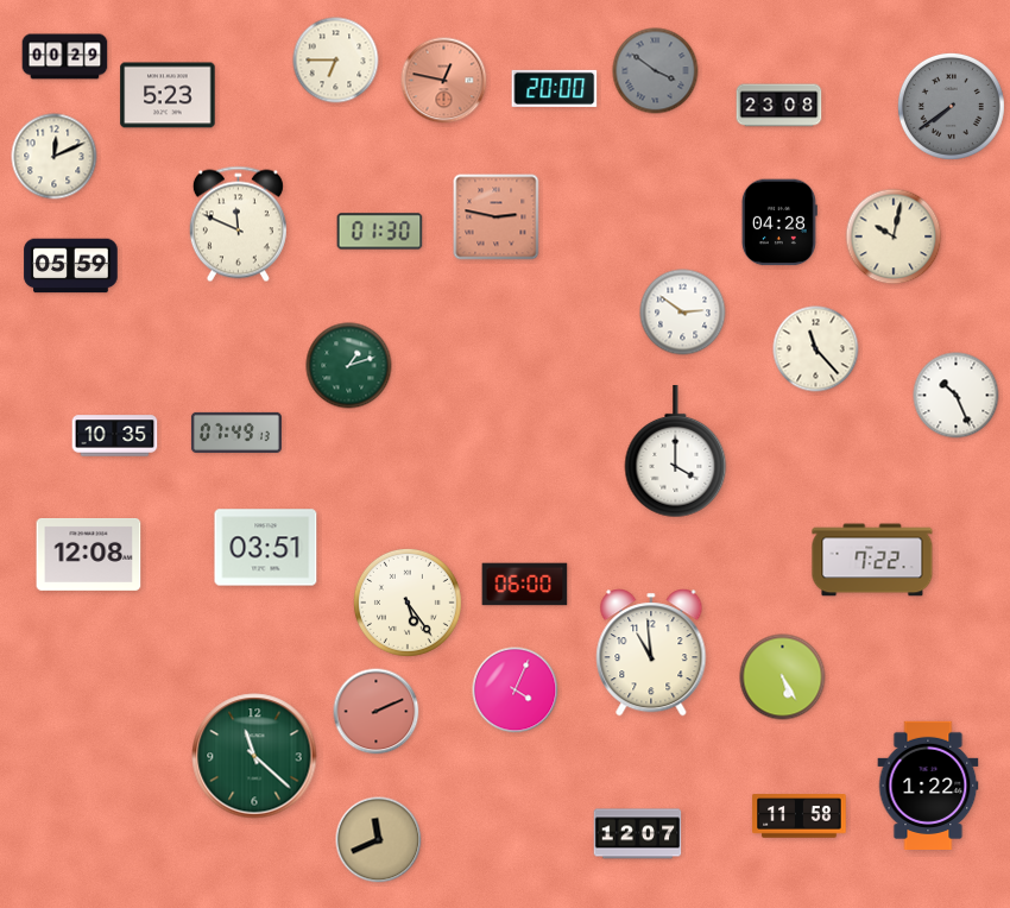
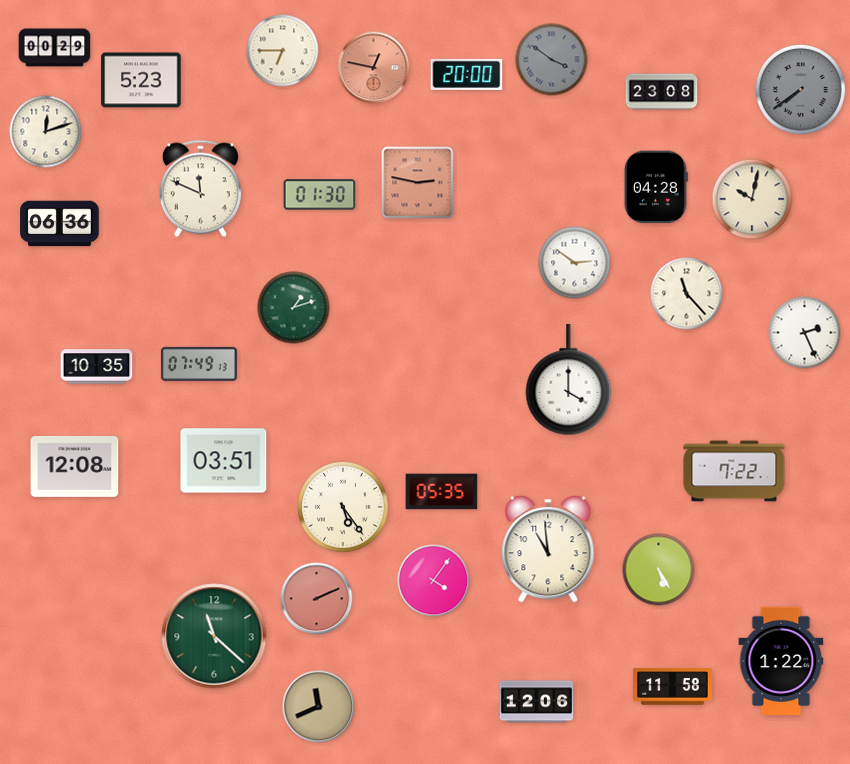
clock at (779, 106) position: (779, 106) -> (662, 92)
clock at (55, 157): 12:11 -> 12:12
clock at (71, 266): 05:59 -> 06:36
clock at (957, 396): 10:26 -> 2:26
clock at (525, 585): 06:00 -> 05:35
clock at (516, 691): 4:04 -> 4:06
clock at (638, 834): 12:07 -> 12:06
